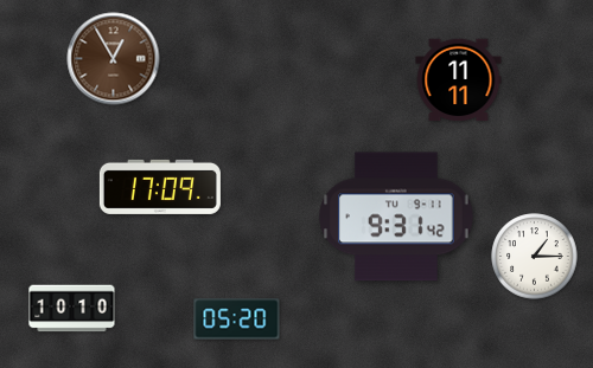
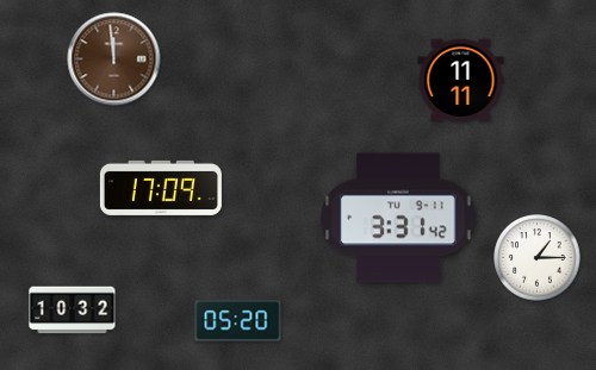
clock at (114, 59): 12:55 -> 11:59
clock at (396, 217): 9:31 -> 3:31
clock at (72, 309): 10:10 -> 10:32
